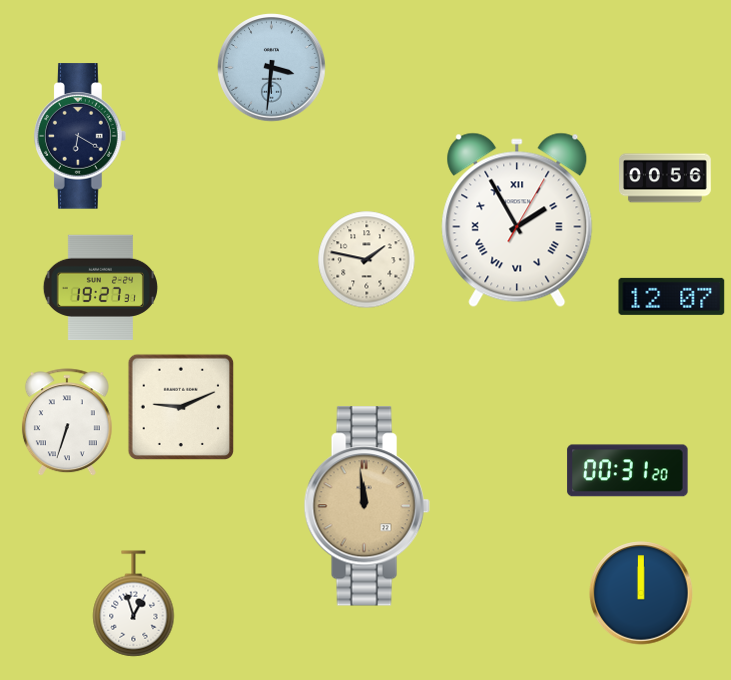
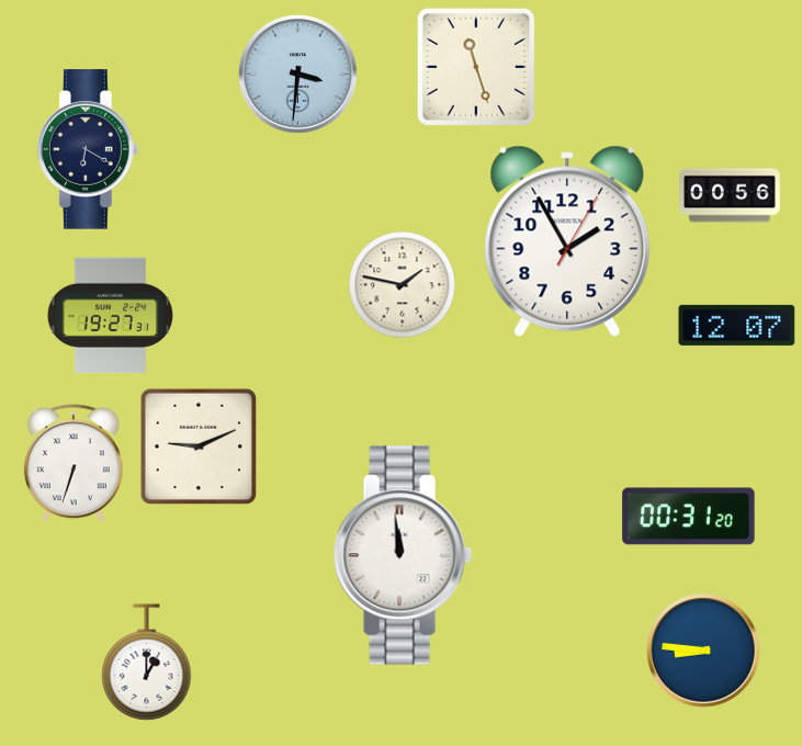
clock at (476, 67): none -> 11:27
clock at (517, 220) numerals: Roman -> Arabic
clock at (367, 506) dial: champagne -> white
clock at (641, 593): 12:00 -> 8:46
clock at (134, 604): 12:57 -> 1:00
